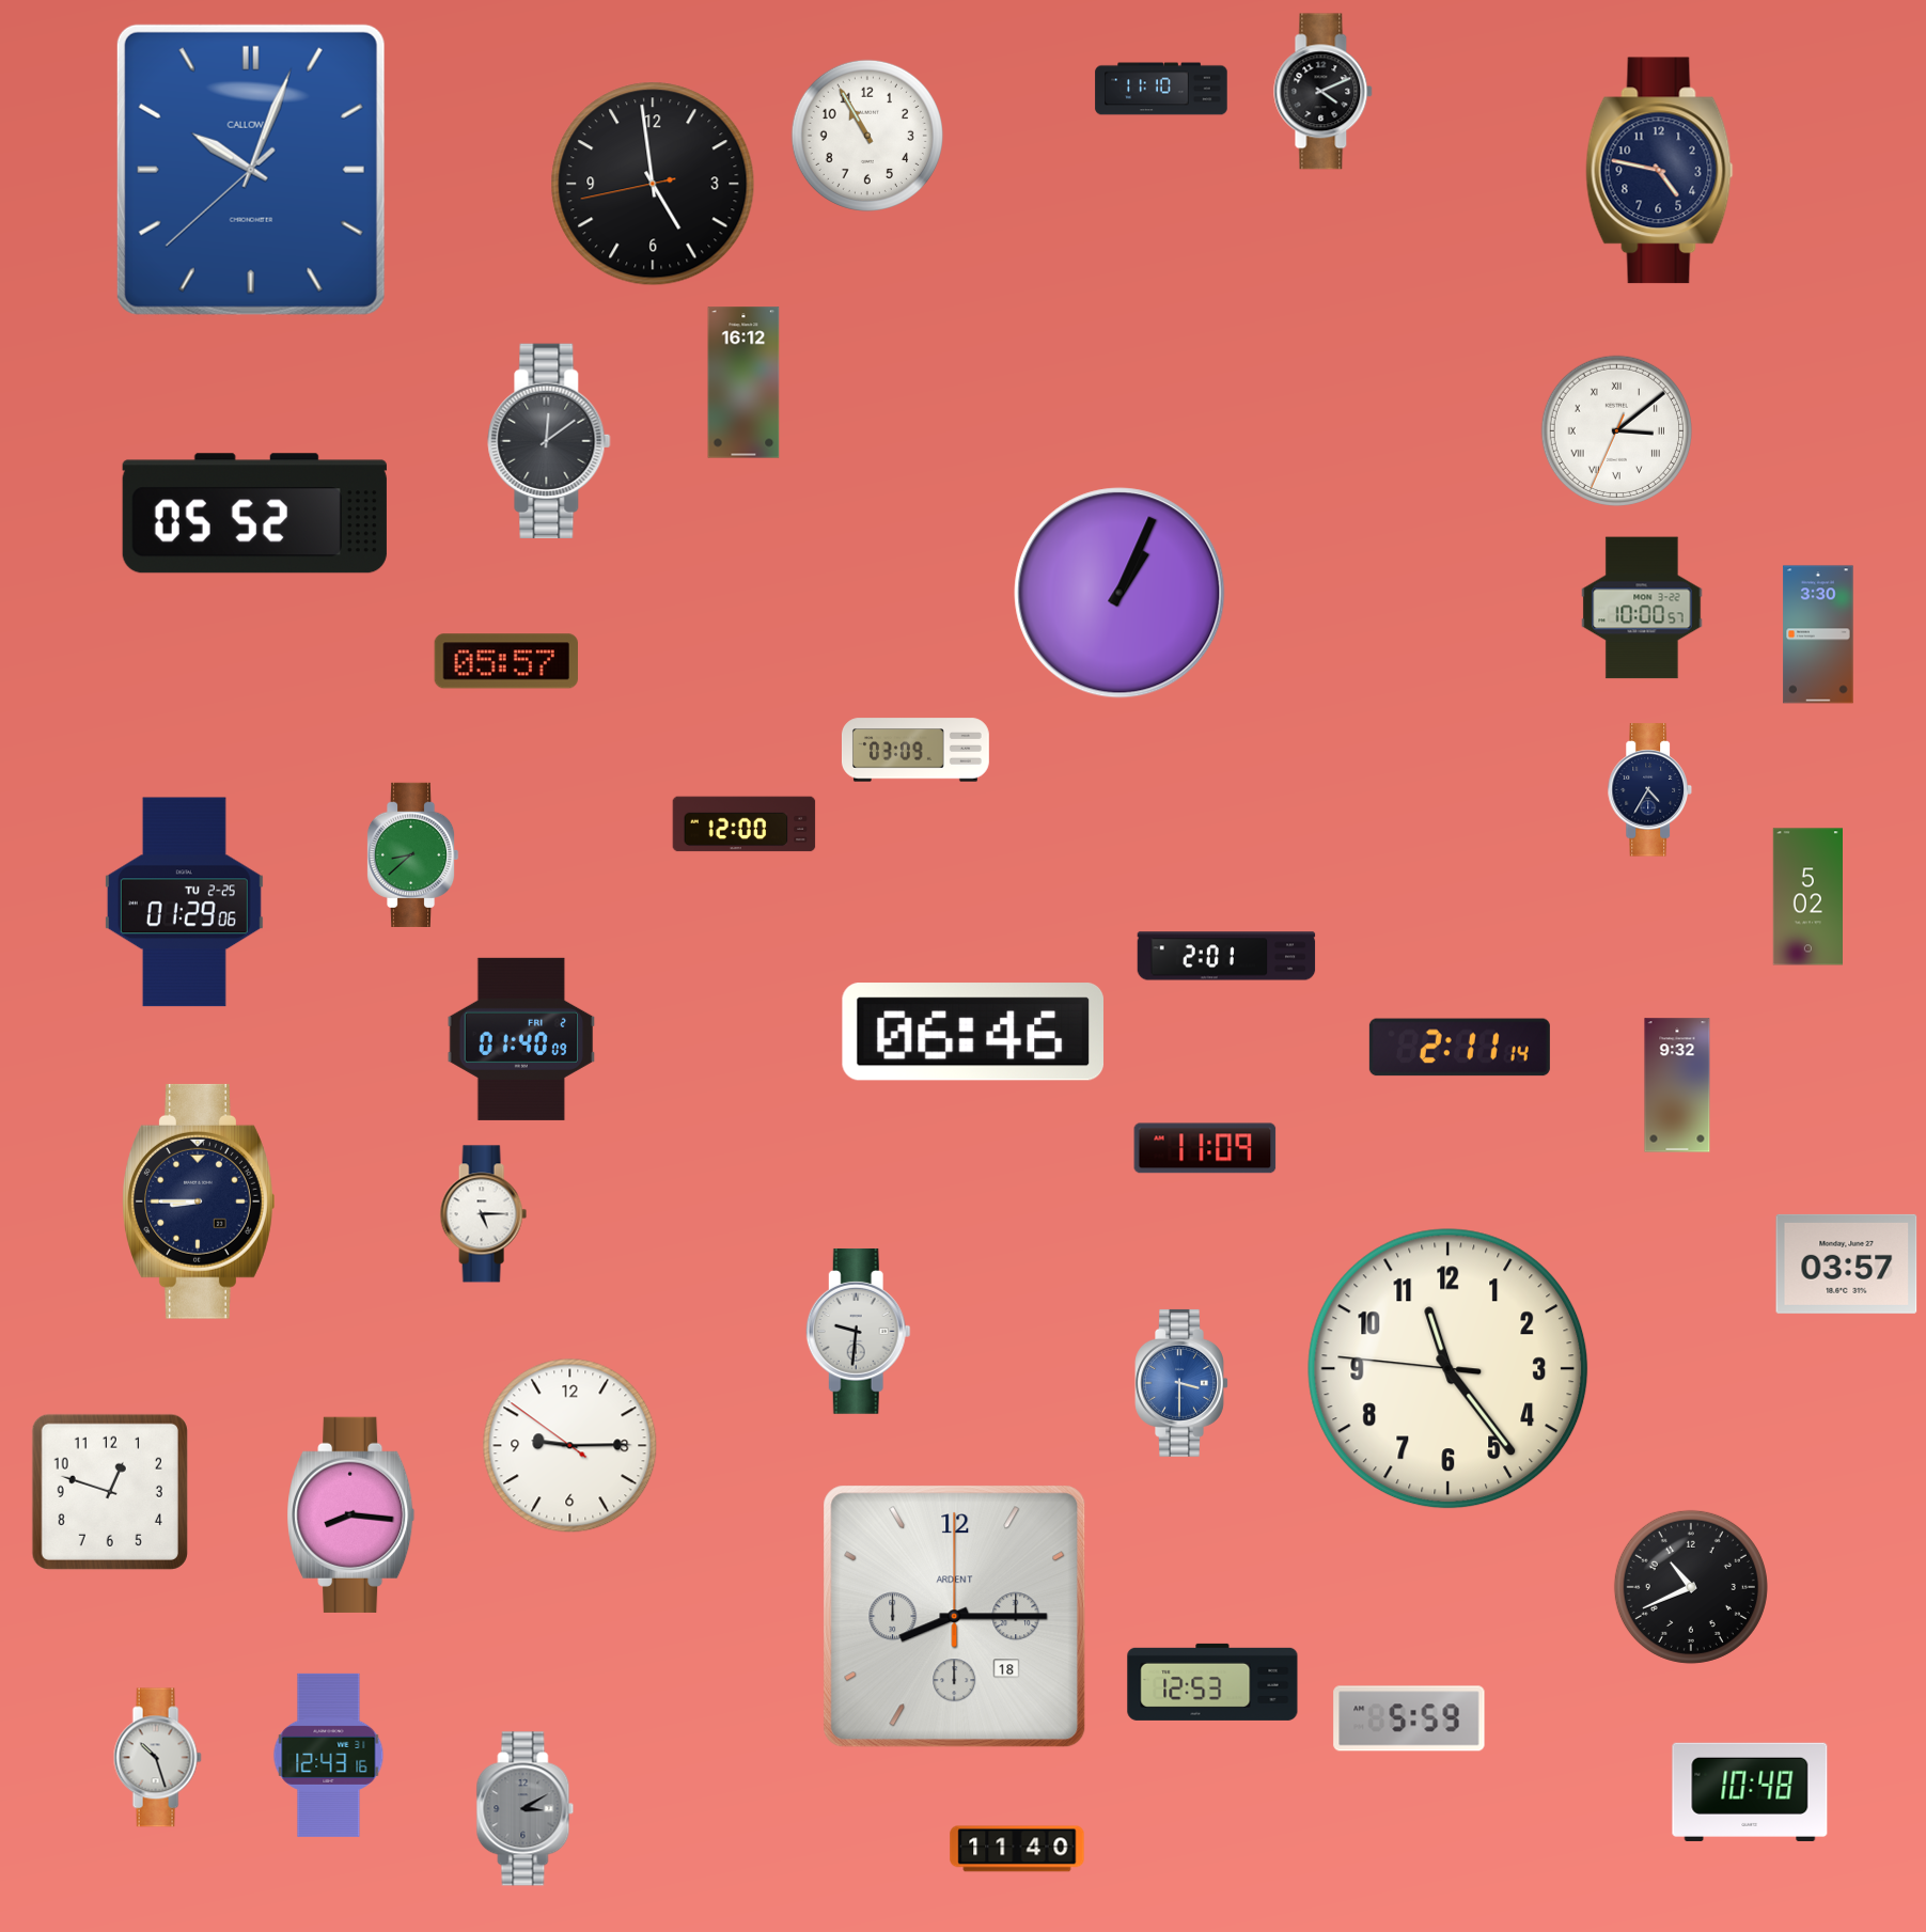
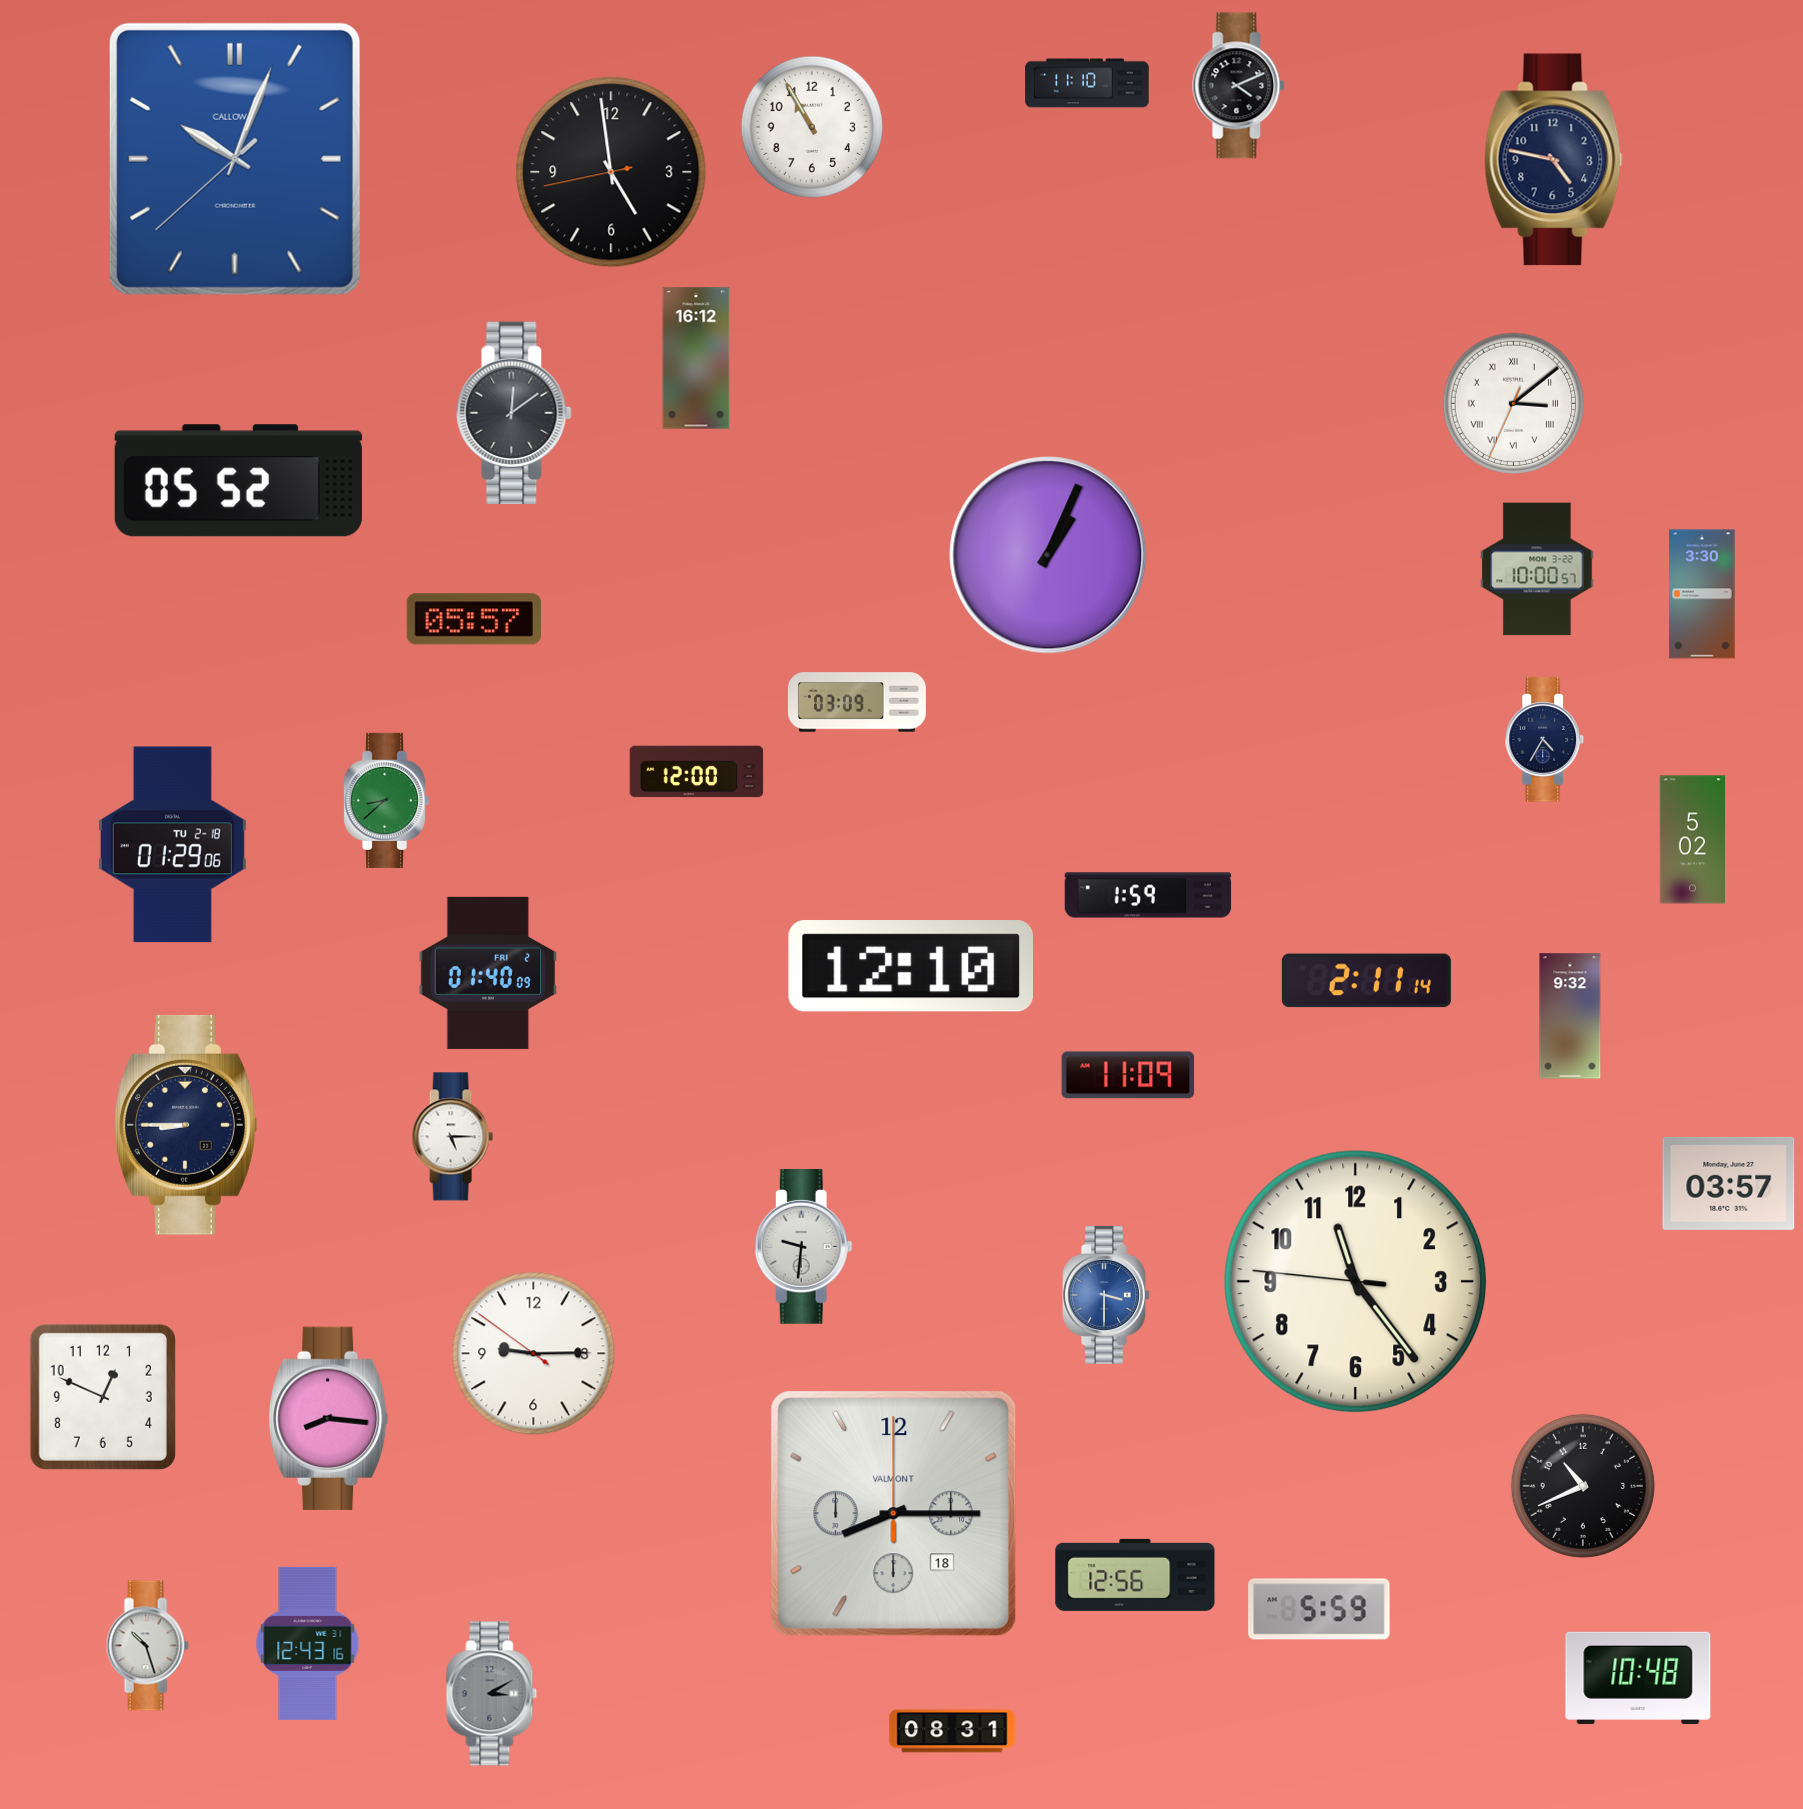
clock at (184, 902) date: TU 2-25 -> TU 2-18
clock at (1226, 956): 2:01 -> 1:59
clock at (972, 1032): 06:46 -> 12:10
clock at (110, 1492): 12:48 -> 12:49
clock at (955, 1617) brand: ARDENT -> VALMONT
clock at (1212, 1682): 12:53 -> 12:56
clock at (1017, 1849): 11:40 -> 08:31
